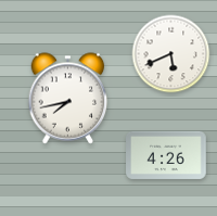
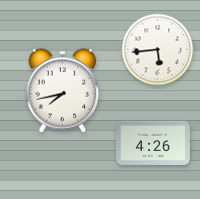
clock at (171, 54): 5:41 -> 5:44
